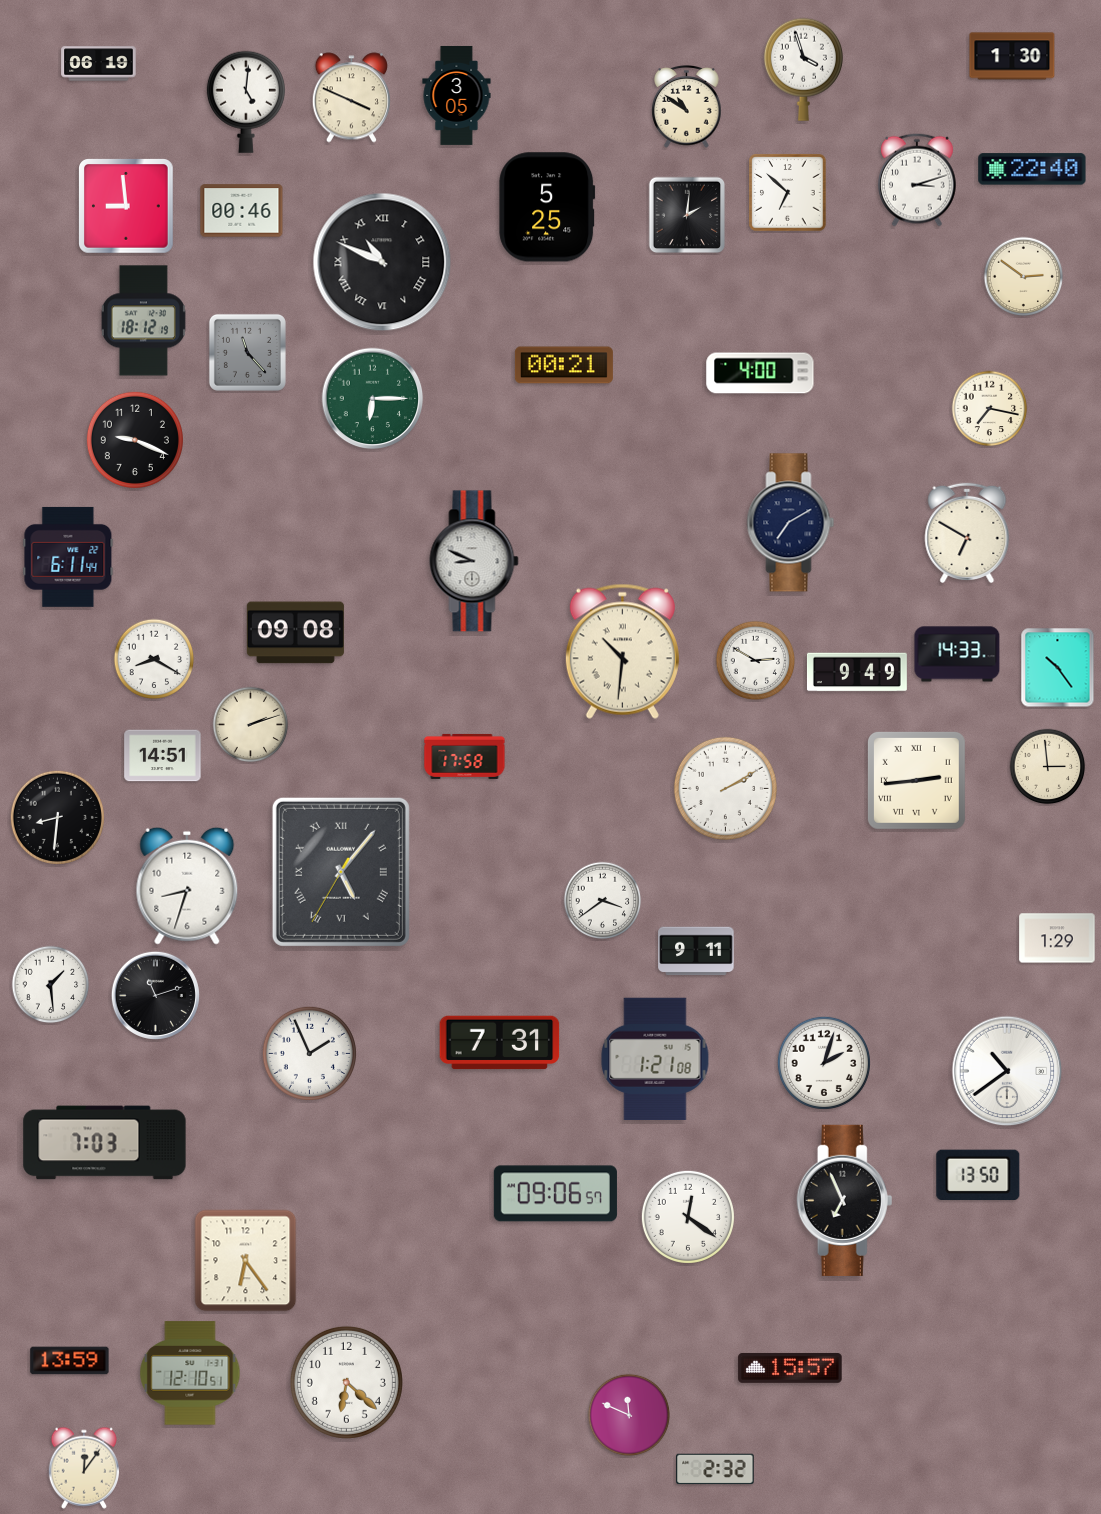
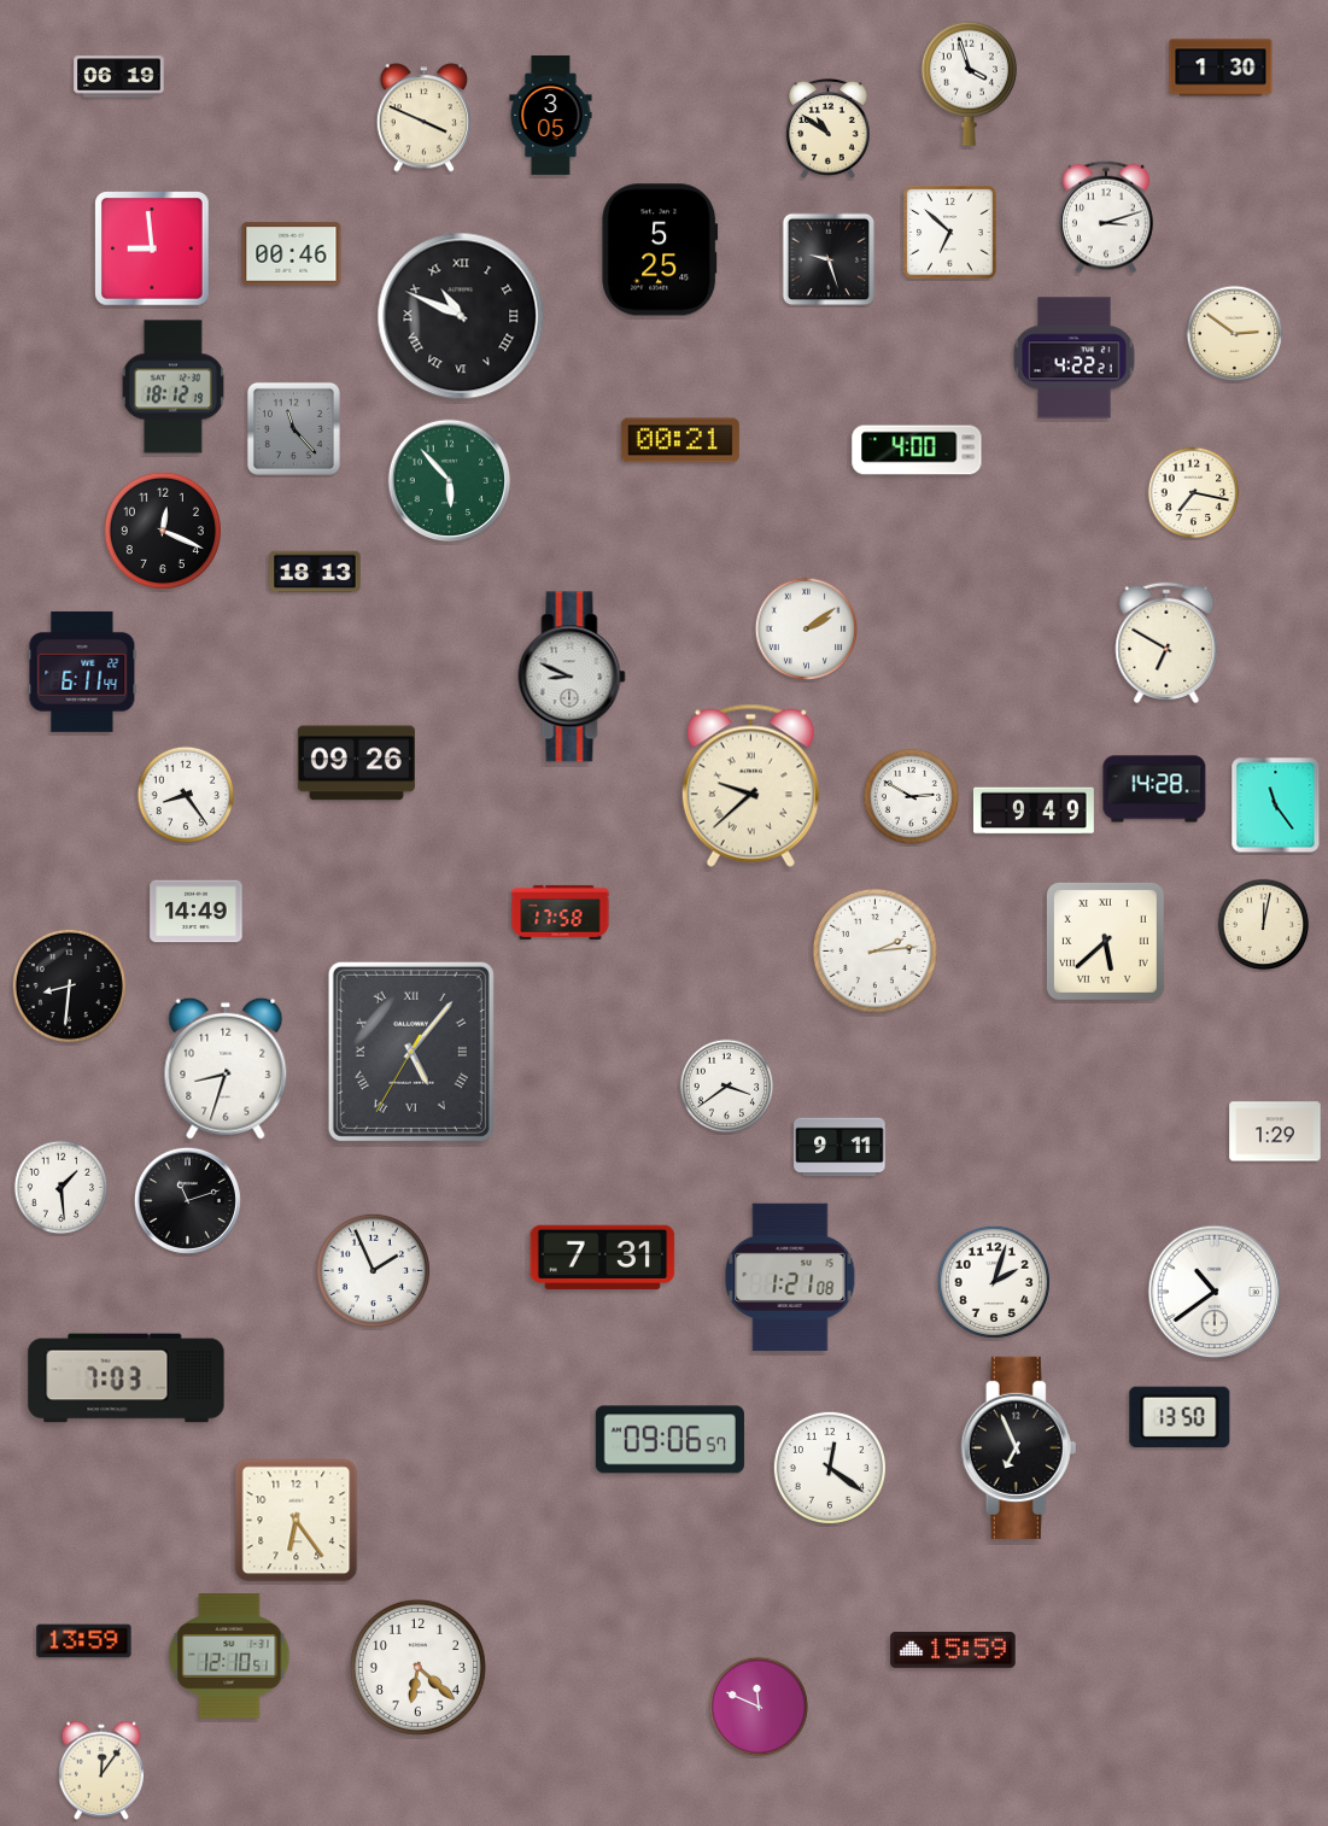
clock at (246, 102): 5:01 -> none
clock at (1032, 169): 22:40 -> none
clock at (687, 215): 2:01 -> 9:27
clock at (1075, 358): none -> 4:22
clock at (247, 352) position: (247, 352) -> (293, 428)
clock at (373, 399): 6:15 -> 5:53
clock at (135, 440): 9:19 -> 12:19
clock at (315, 572): none -> 18:13
clock at (807, 630): none -> 2:09
clock at (791, 523): 7:10 -> none
clock at (295, 633): 09:08 -> 09:26
clock at (622, 651): 10:31 -> 9:38
clock at (957, 654): 14:33 -> 14:28
clock at (154, 659): 8:20 -> 8:24
clock at (1058, 668): 10:24 -> 11:24
clock at (251, 725): 2:12 -> none
clock at (163, 756): 14:51 -> 14:49
clock at (1048, 767): 2:59 -> 12:02
clock at (916, 780): 2:44 -> 5:38
clock at (725, 788): 2:10 -> 2:14
clock at (790, 1368): 15:57 -> 15:59
clock at (715, 1469): 2:32 -> none
